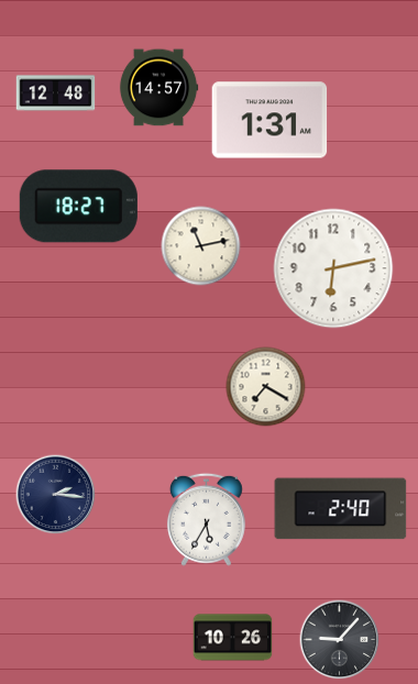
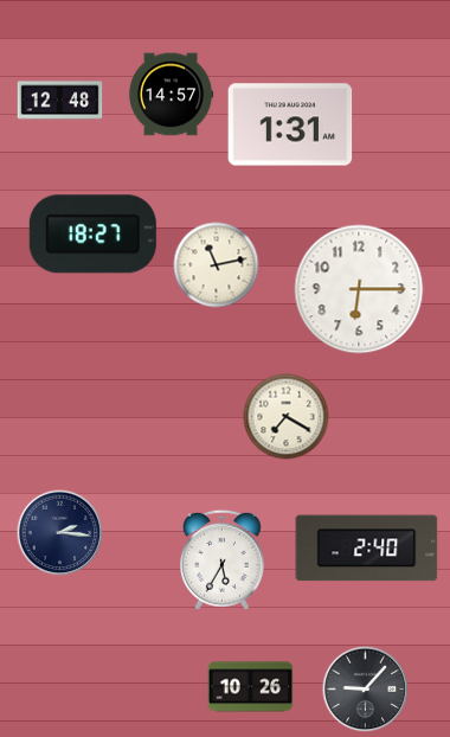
clock at (269, 120) position: (269, 120) -> (290, 124)
clock at (78, 207) position: (78, 207) -> (92, 235)
clock at (333, 268): 6:13 -> 6:15
